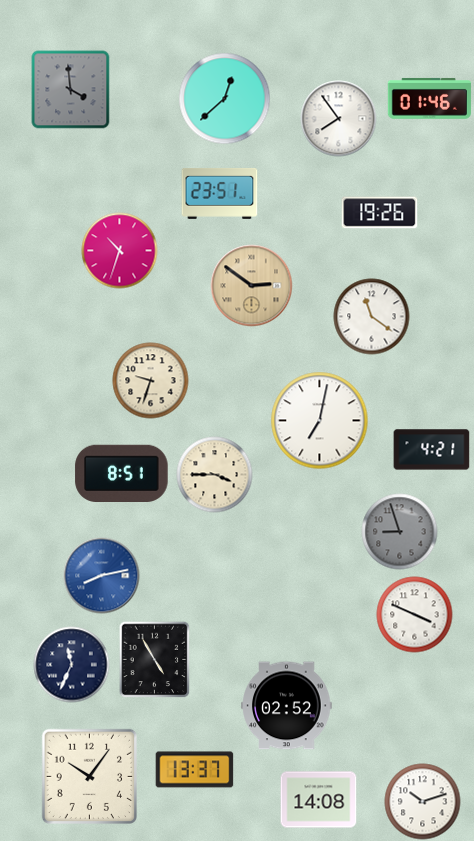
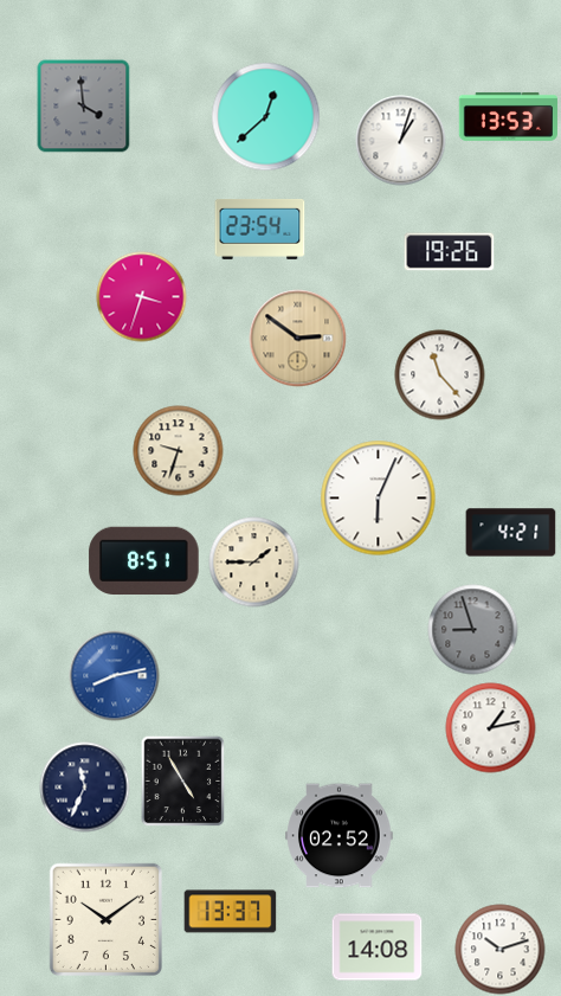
clock at (429, 98): 01:46 -> 13:53
clock at (339, 119): 7:54 -> 1:03
clock at (220, 193): 23:51 -> 23:54
clock at (120, 251): 10:33 -> 3:33
clock at (372, 317): 11:21 -> 11:23
clock at (320, 421): 7:02 -> 6:04
clock at (215, 475): 3:45 -> 1:45
clock at (102, 576) position: (102, 576) -> (115, 676)
clock at (415, 615): 3:49 -> 1:13
clock at (89, 776): 10:06 -> 10:09
